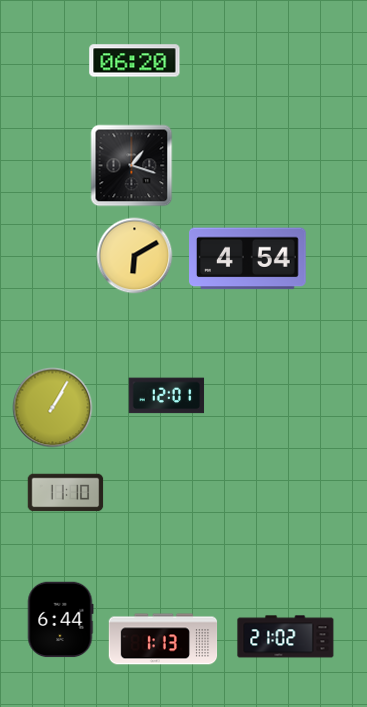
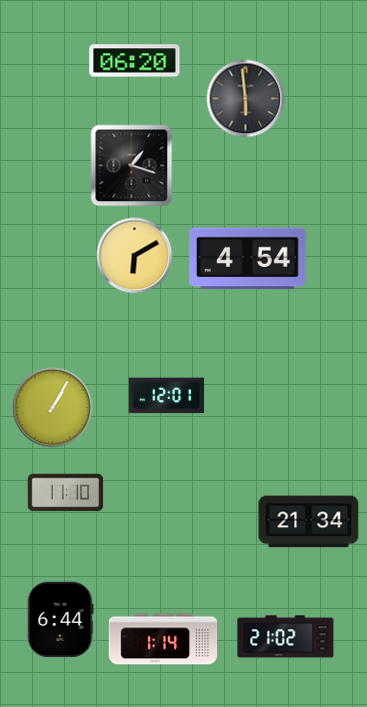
clock at (246, 99): none -> 5:59
clock at (309, 522): none -> 21:34
clock at (163, 639): 1:13 -> 1:14
